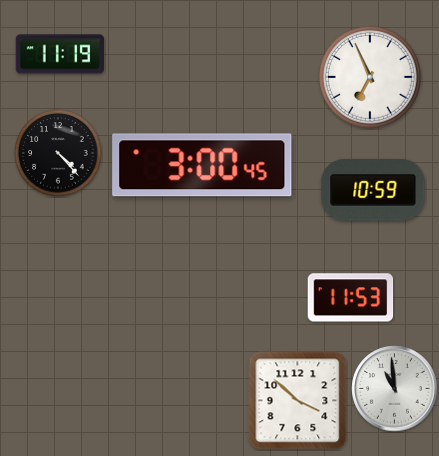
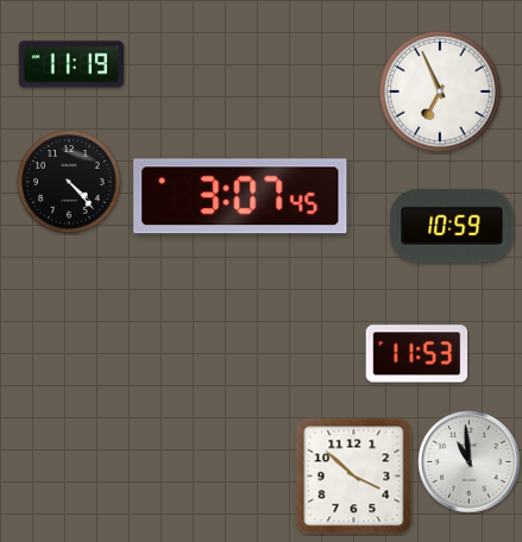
clock at (202, 165): 3:00 -> 3:07
clock at (373, 191) position: (373, 191) -> (452, 227)
